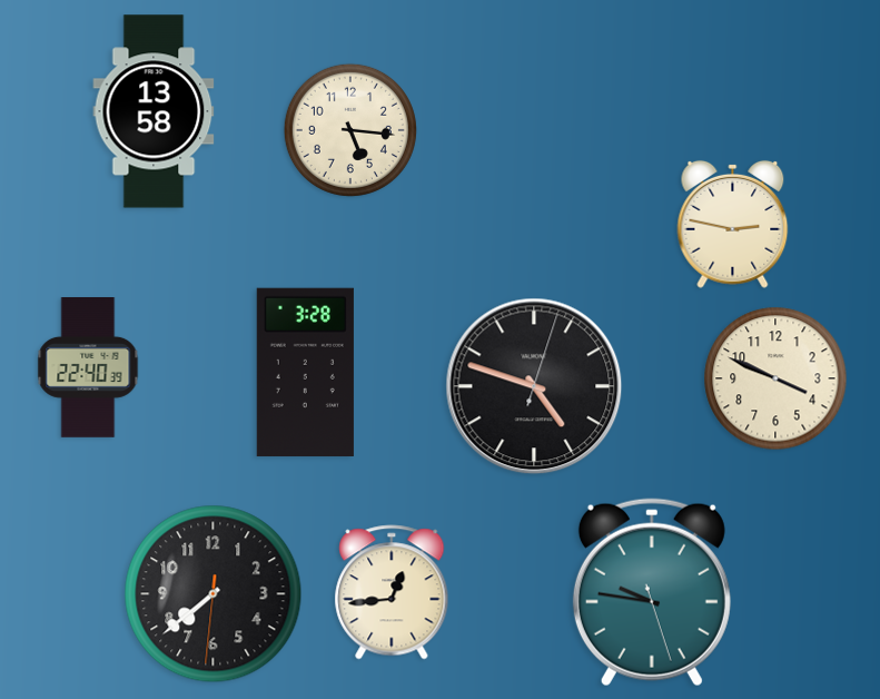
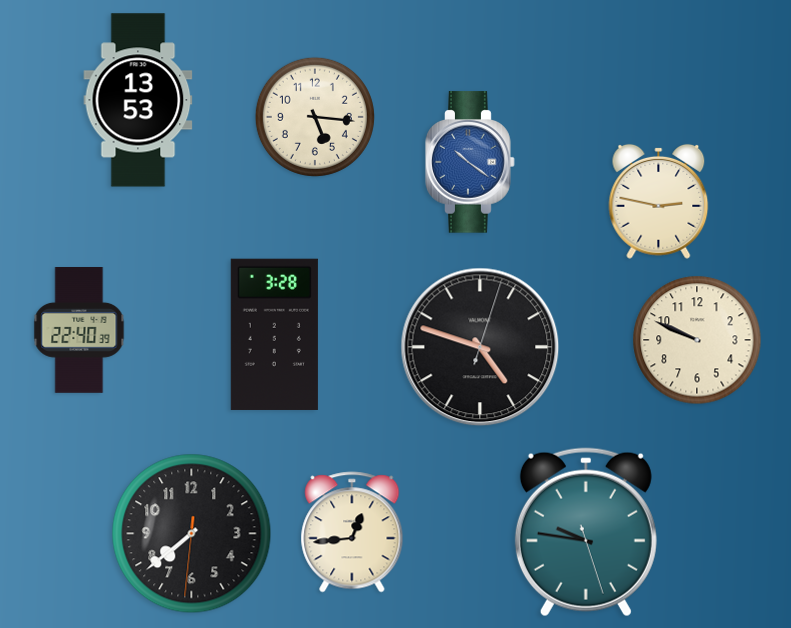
clock at (154, 111): 13:58 -> 13:53
clock at (470, 162): none -> 10:21
clock at (775, 378): 3:49 -> 9:49
